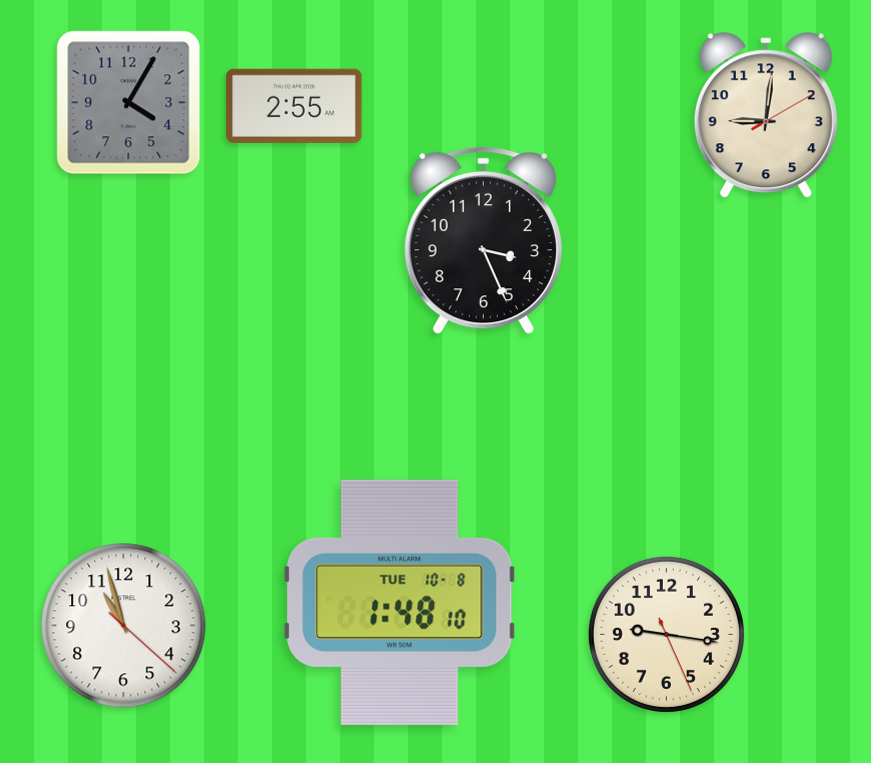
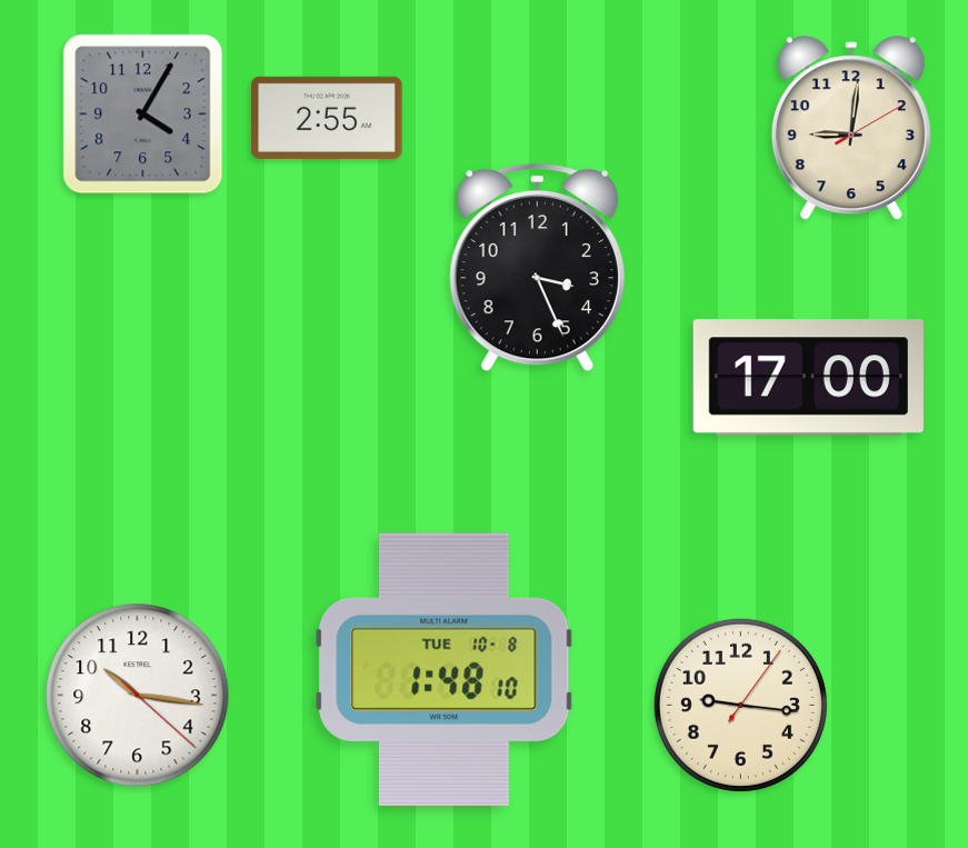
clock at (808, 378): none -> 17:00
clock at (124, 626): 10:57 -> 10:16
clock at (666, 634): 9:16:26 -> 9:16:06
